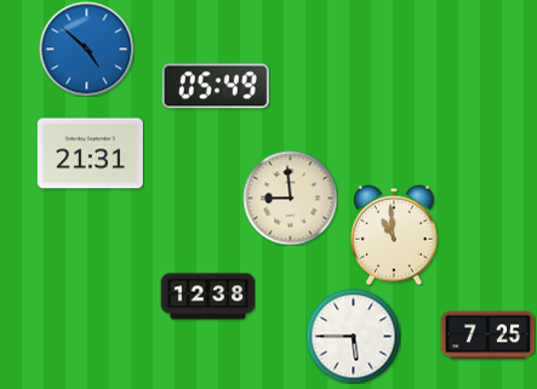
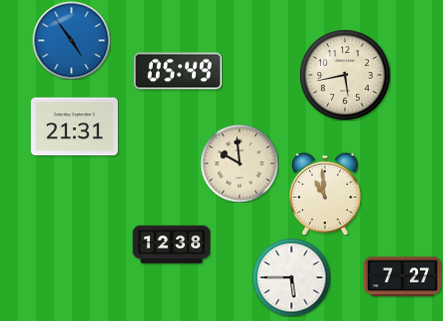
clock at (86, 48): 4:52 -> 4:54
clock at (345, 75): none -> 5:43
clock at (290, 198): 8:59 -> 9:59
clock at (487, 336): 7:25 -> 7:27
